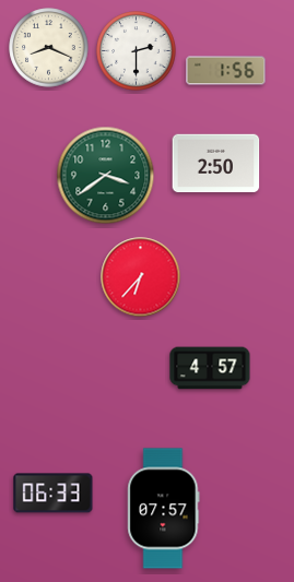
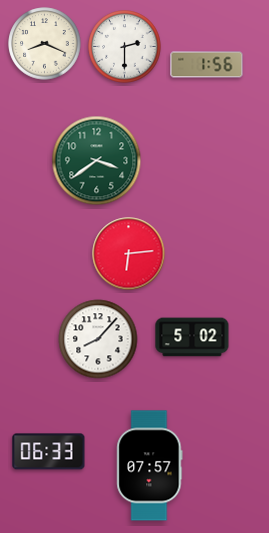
clock at (216, 164): 2:50 -> none
clock at (141, 277): 6:37 -> 6:14
clock at (210, 368): 4:57 -> 5:02
clock at (98, 339): none -> 8:07
